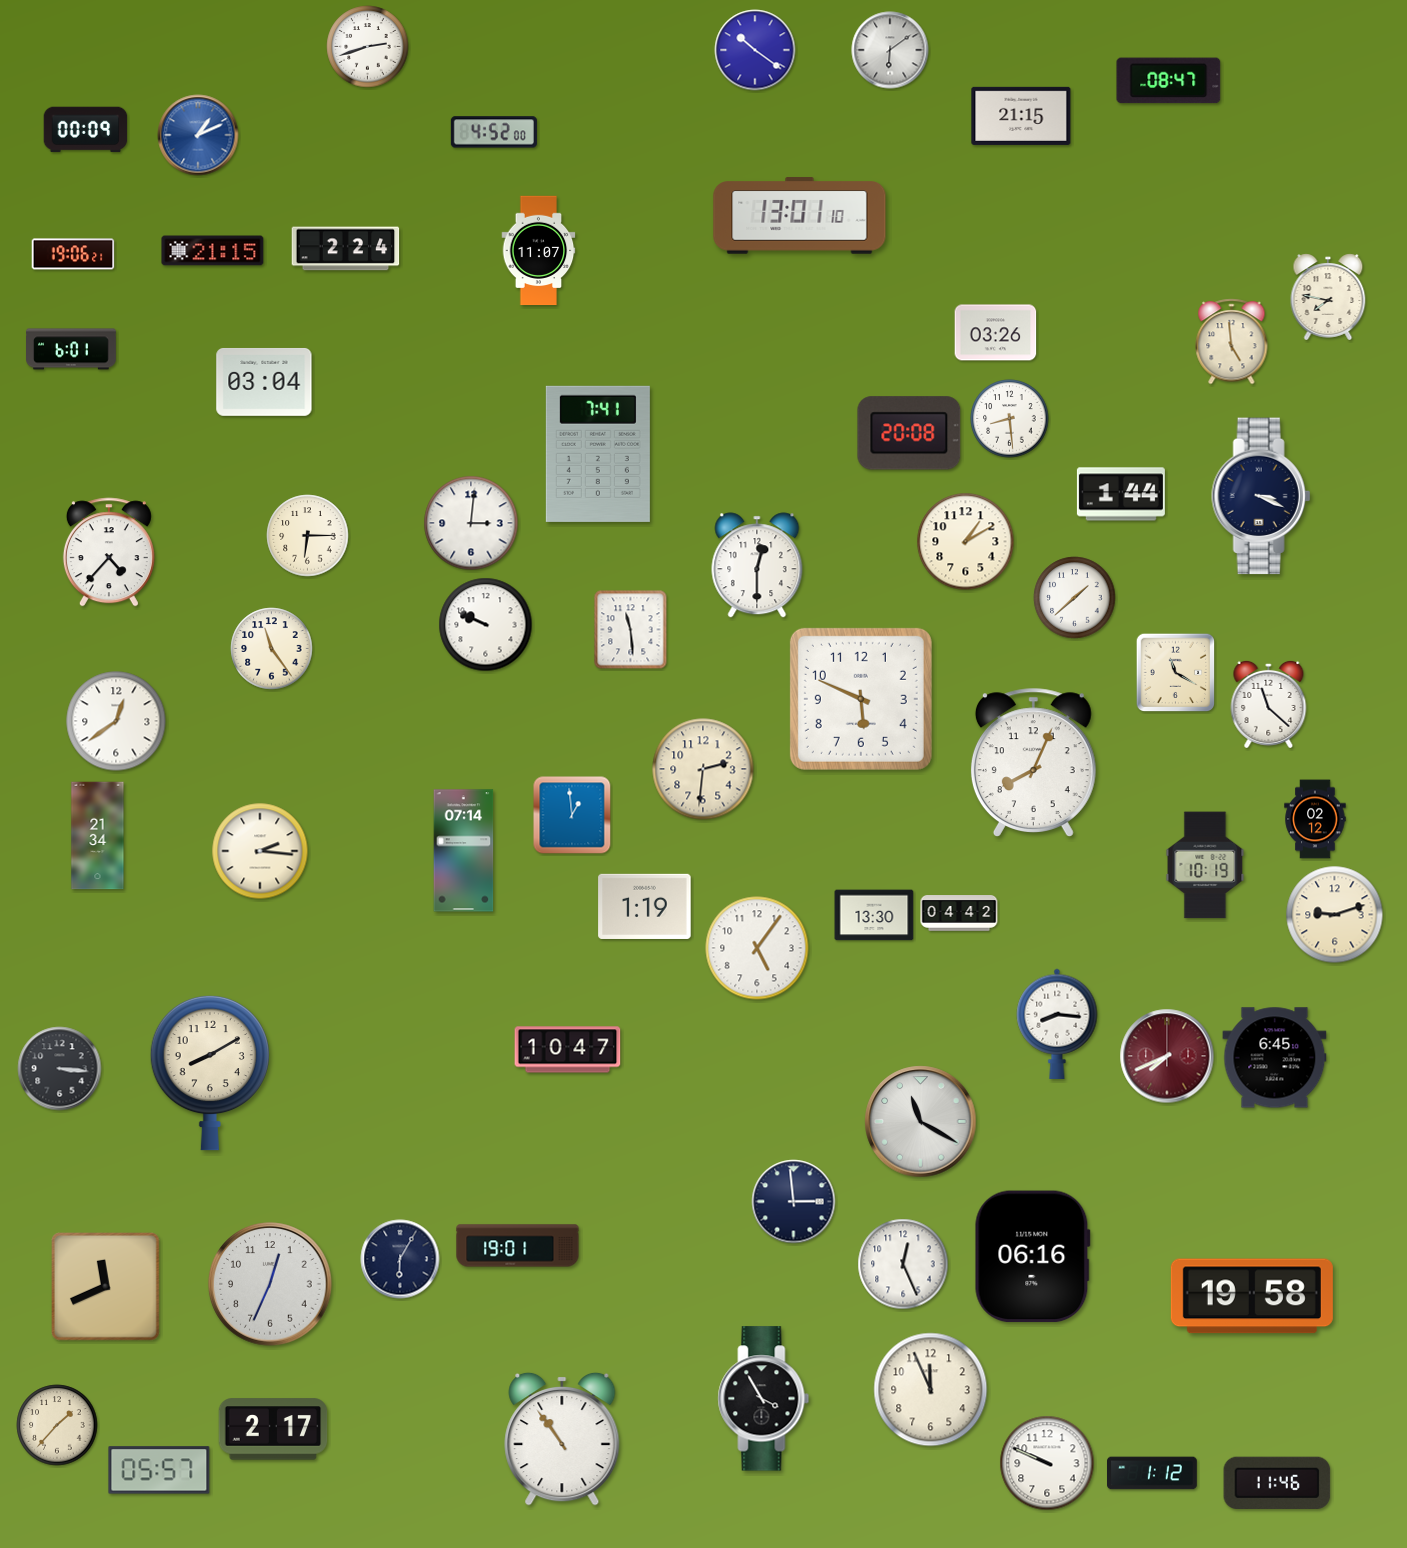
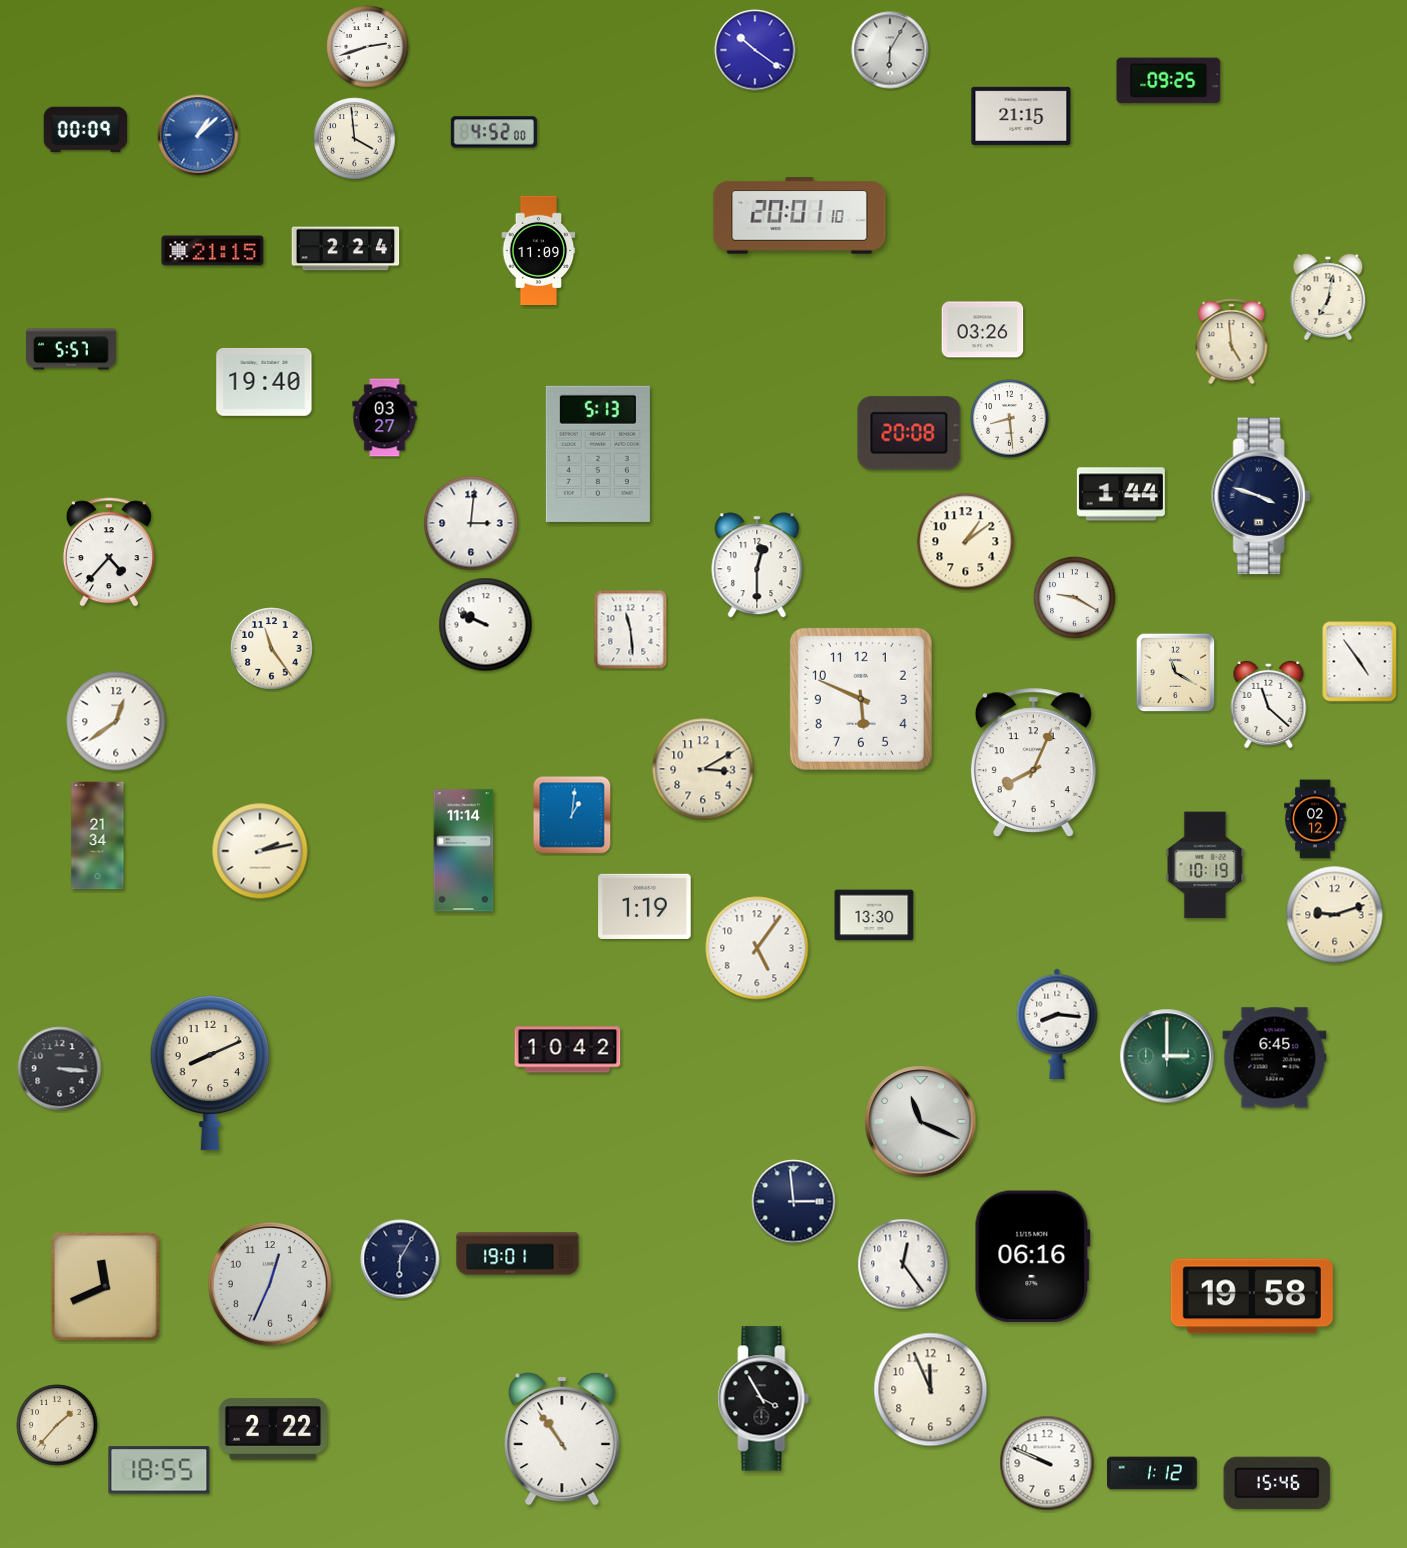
clock at (890, 50): 6:09 -> 6:05
clock at (1169, 81): 08:47 -> 09:25
clock at (198, 135): 1:11 -> 1:08
clock at (355, 139): none -> 3:59
clock at (800, 216): 13:01 -> 20:01
clock at (539, 251): 11:07 -> 11:09
clock at (73, 254): 19:06 -> none
clock at (1328, 297): 7:47 -> 7:02
clock at (996, 333) position: (996, 333) -> (983, 330)
clock at (71, 349): 6:01 -> 5:57
clock at (264, 382): 03:04 -> 19:40
clock at (385, 418): none -> 03:27
clock at (598, 454): 7:41 -> 5:13
clock at (1261, 496): 3:19 -> 3:48
clock at (308, 536): 6:15 -> none
clock at (966, 542): 1:10 -> 1:09
clock at (1075, 598): 1:38 -> 9:20
clock at (1360, 662): none -> 4:54
clock at (703, 769): 2:31 -> 3:10
clock at (572, 815): 12:59 -> 1:01
clock at (260, 851): 2:16 -> 2:13
clock at (464, 851): 07:14 -> 11:14
clock at (959, 913): 04:42 -> none
clock at (568, 1050): 10:47 -> 10:42
clock at (1167, 1056): 7:41 -> 3:00
clock at (1167, 1056) dial: burgundy -> green
clock at (210, 1073): 8:10 -> 8:11
clock at (921, 1122): 11:20 -> 11:19
clock at (518, 1246) position: (518, 1246) -> (518, 1254)
clock at (903, 1264): 12:26 -> 12:24
clock at (273, 1429): 2:17 -> 2:22
clock at (159, 1470): 05:57 -> 18:55
clock at (1277, 1482): 11:46 -> 15:46
